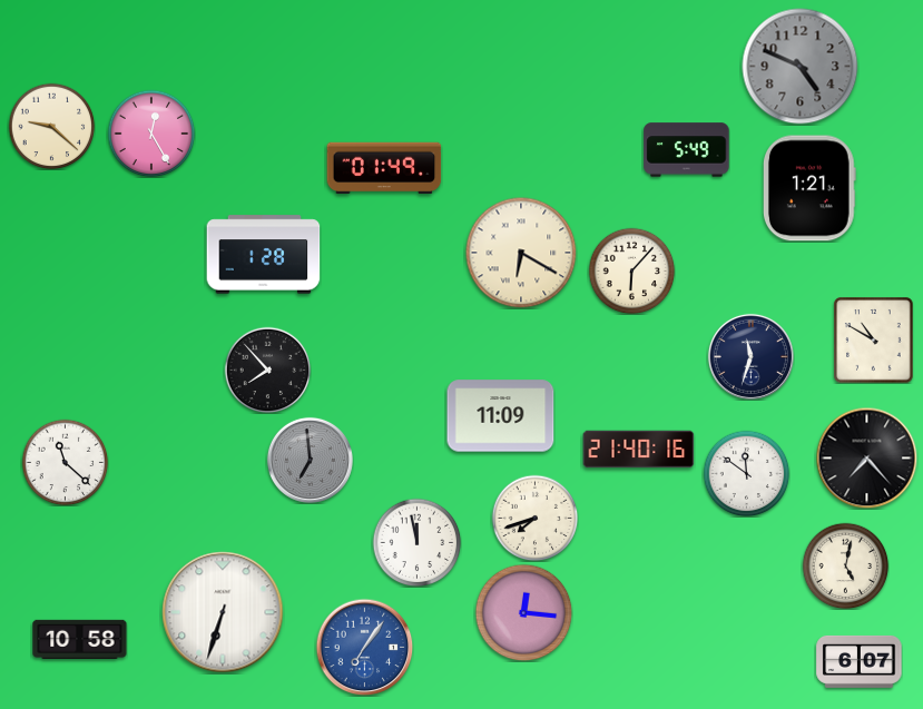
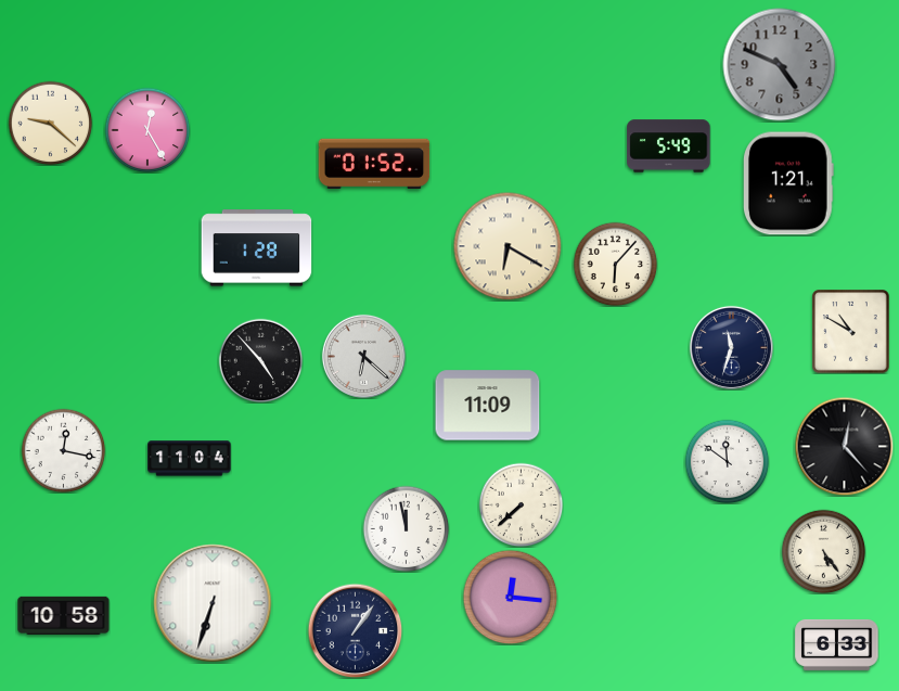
clock at (384, 168): 01:49 -> 01:52
clock at (363, 356): none -> 6:22
clock at (267, 370): 7:53 -> 4:53
clock at (639, 450): 21:40 -> none
clock at (866, 457): 7:23 -> 12:23
clock at (310, 460): 6:59 -> none
clock at (65, 462): 11:22 -> 12:17
clock at (190, 459): none -> 11:04
clock at (534, 518): 7:42 -> 7:38
clock at (845, 565): 5:02 -> 5:24
clock at (223, 612) position: (223, 612) -> (213, 603)
clock at (80, 639) position: (80, 639) -> (64, 615)
clock at (364, 647): 7:06 -> 1:06
clock at (364, 647) dial: blue -> navy
clock at (860, 661): 6:07 -> 6:33
